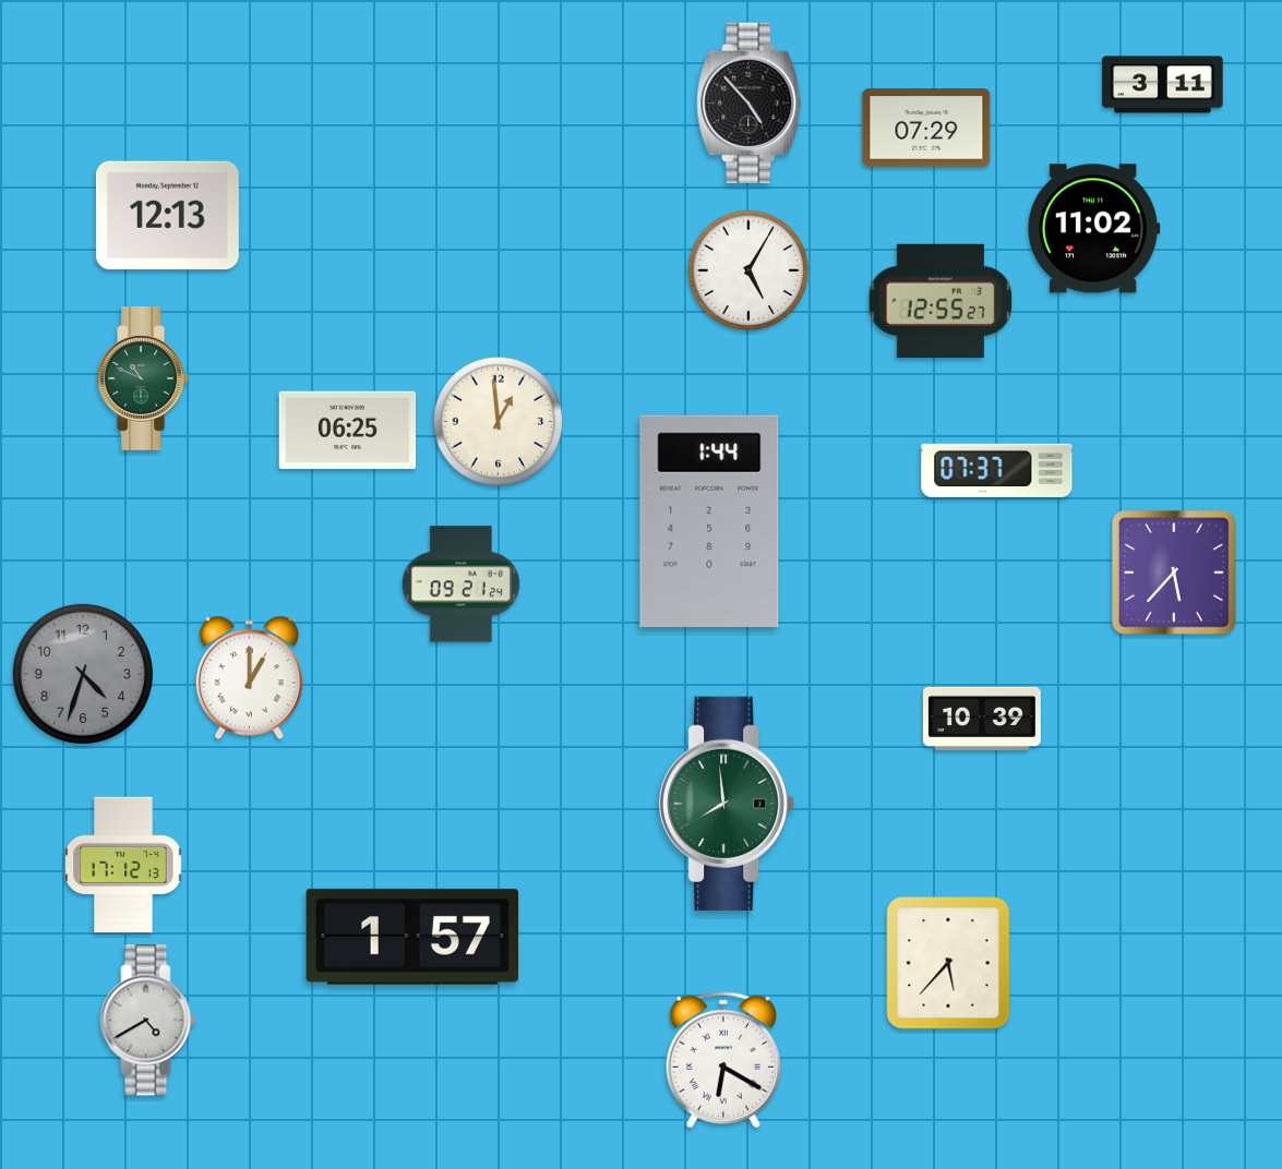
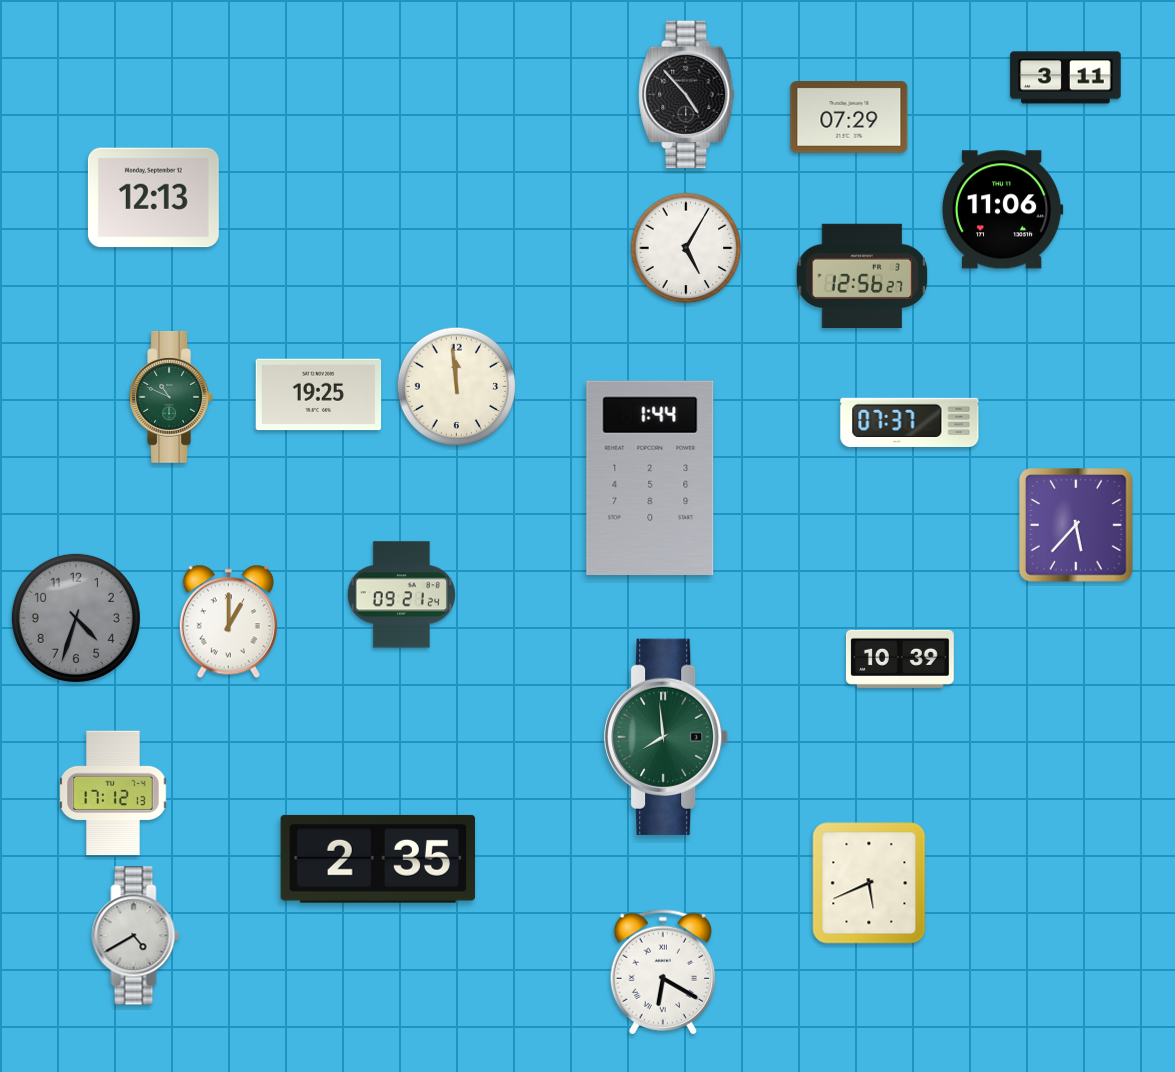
clock at (1093, 229): 11:02 -> 11:06
clock at (940, 300): 12:55 -> 12:56
clock at (143, 379) position: (143, 379) -> (171, 398)
clock at (499, 422): 12:59 -> 11:59
clock at (348, 431): 06:25 -> 19:25
clock at (997, 470) position: (997, 470) -> (910, 422)
clock at (460, 584) position: (460, 584) -> (401, 595)
clock at (412, 937): 1:57 -> 2:35
clock at (948, 963): 5:37 -> 5:41
